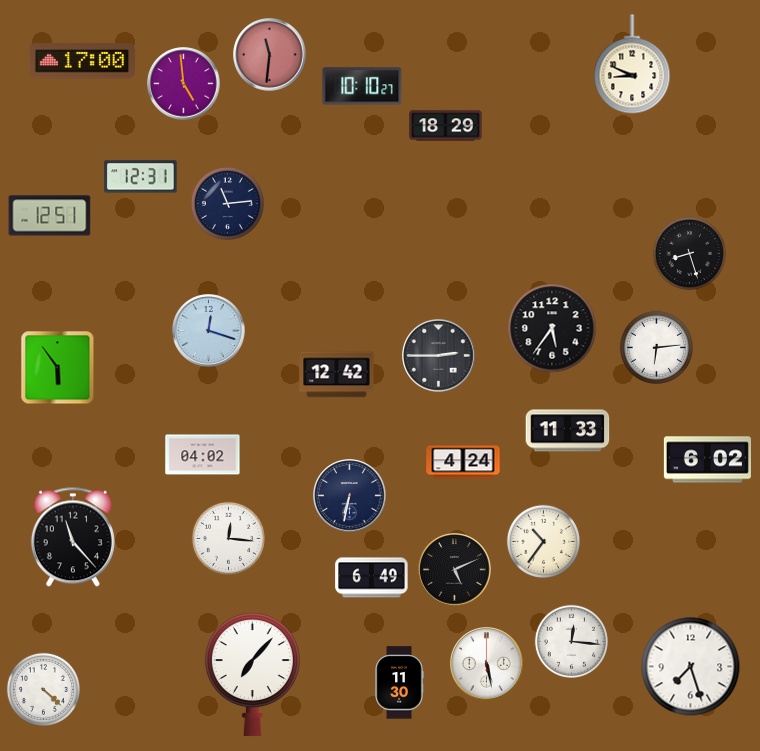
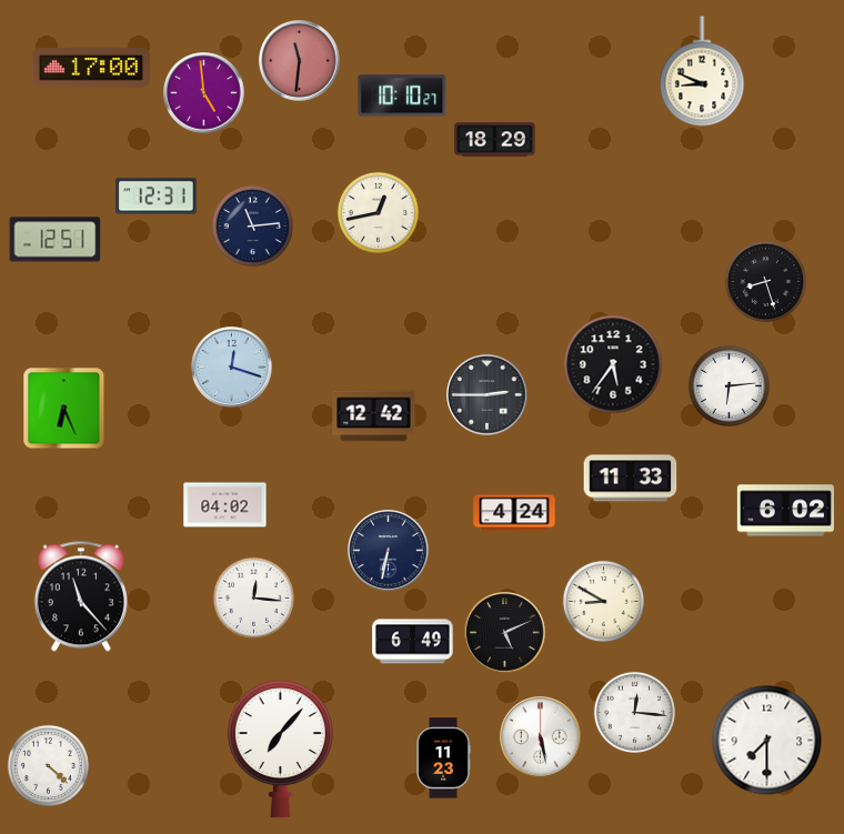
clock at (378, 212): none -> 12:43
clock at (58, 368): 5:54 -> 6:26
clock at (543, 541): 10:36 -> 8:50
clock at (691, 667): 7:27 -> 7:30
clock at (399, 683): 11:30 -> 11:23
